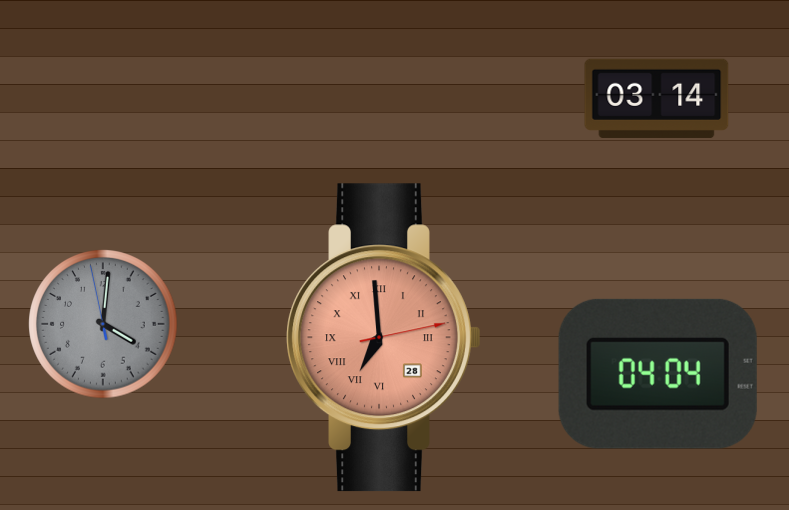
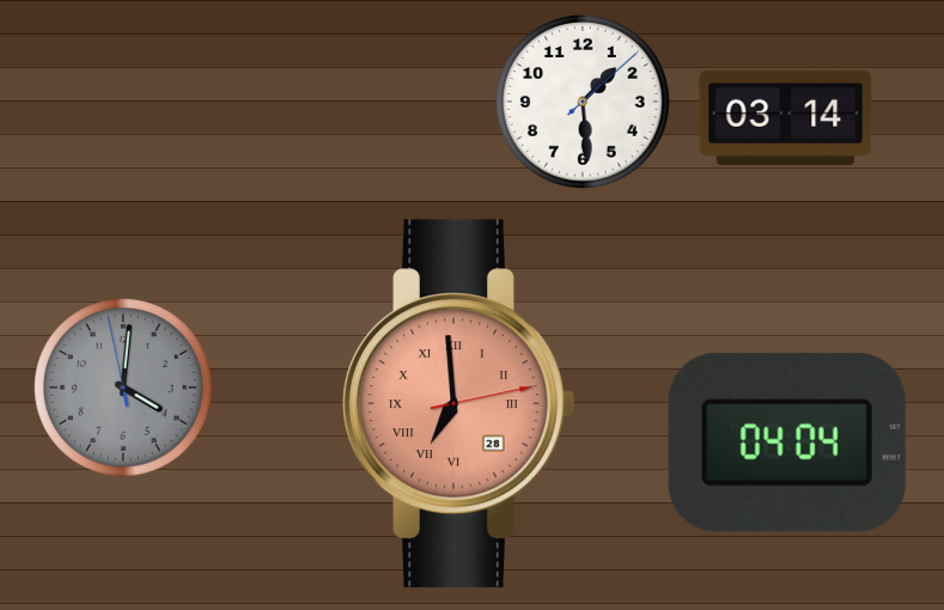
clock at (584, 103): none -> 1:29
clock at (658, 374) position: (658, 374) -> (787, 443)
